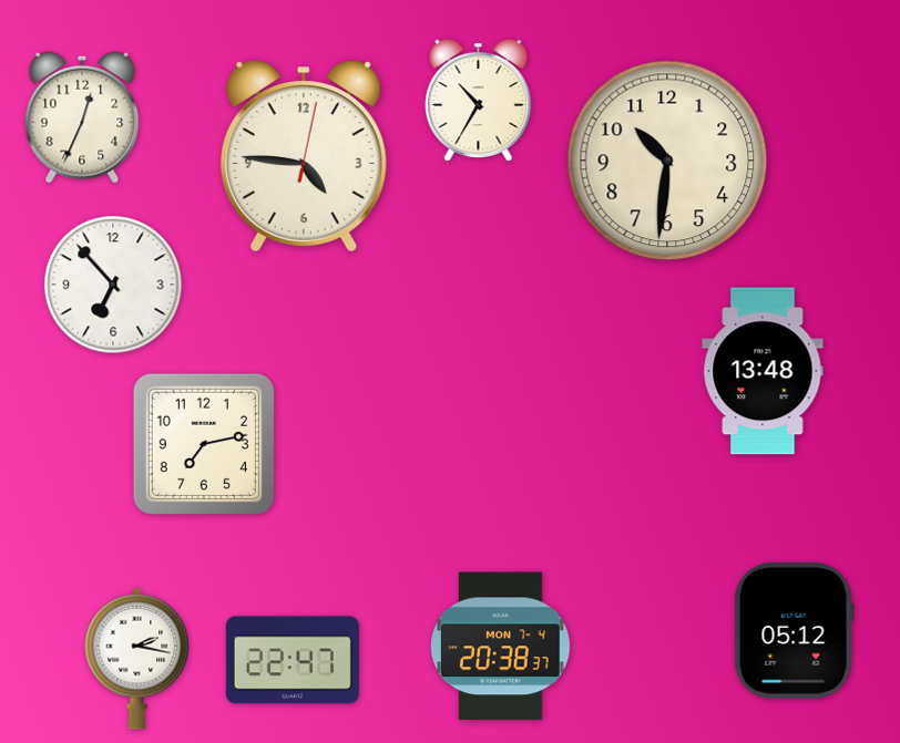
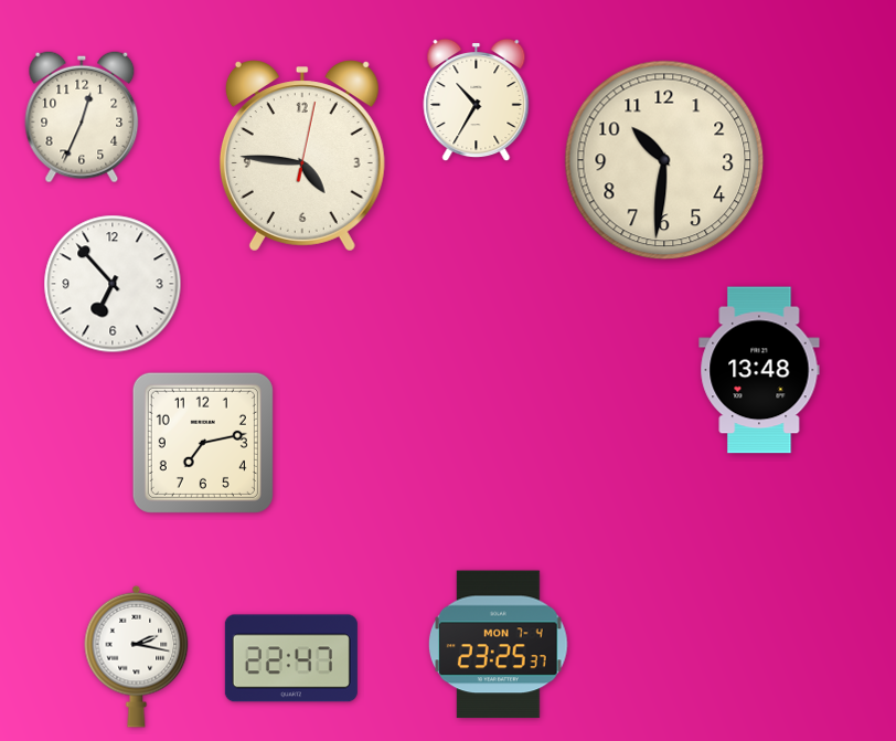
clock at (794, 631): 05:12 -> none
clock at (501, 647): 20:38 -> 23:25
